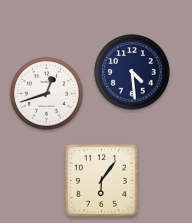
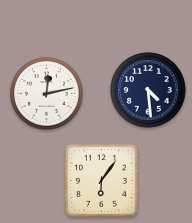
clock at (132, 72) position: (132, 72) -> (148, 90)
clock at (47, 94): 12:42 -> 12:13
